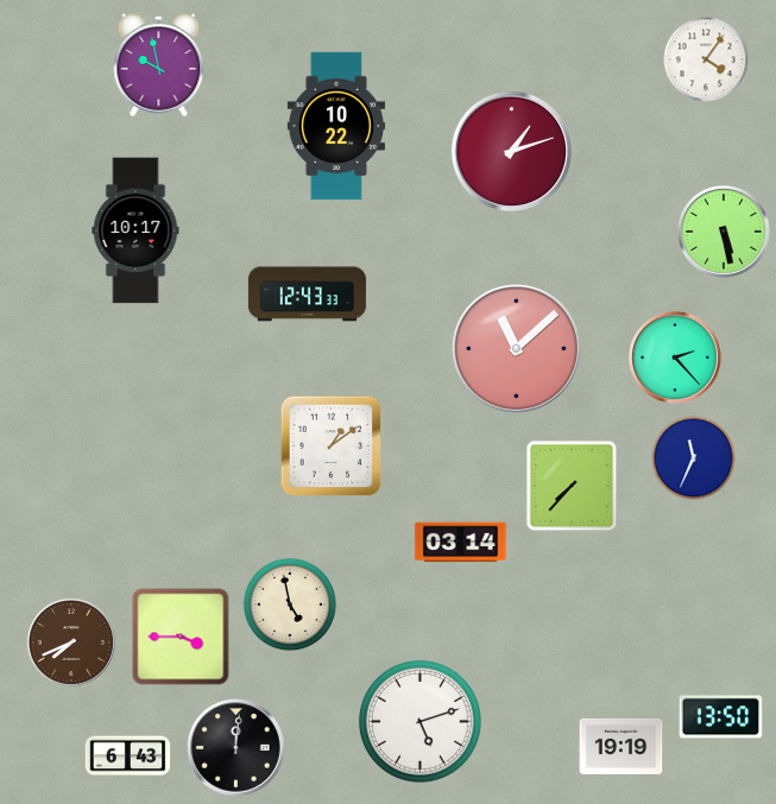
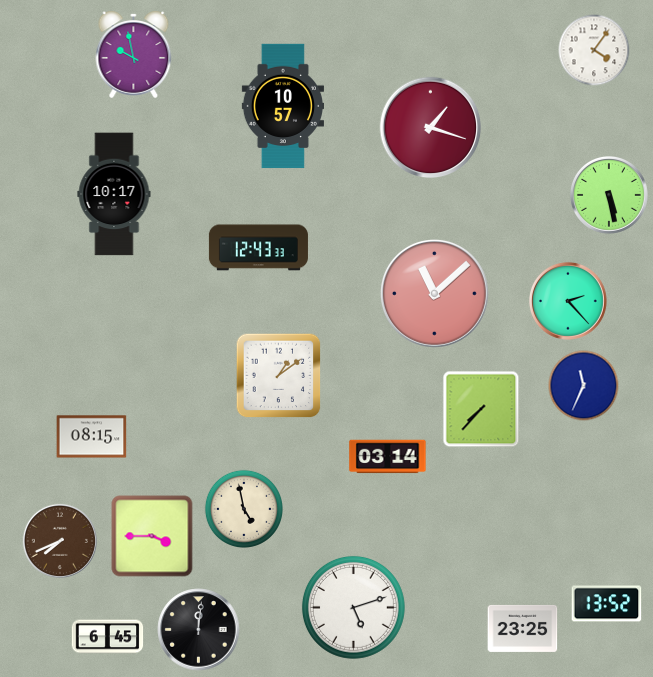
clock at (335, 126): 10:22 -> 10:57
clock at (512, 152): 1:12 -> 1:18
clock at (92, 437): none -> 08:15
clock at (721, 717): 13:50 -> 13:52
clock at (622, 746): 19:19 -> 23:25
clock at (128, 756): 6:43 -> 6:45
